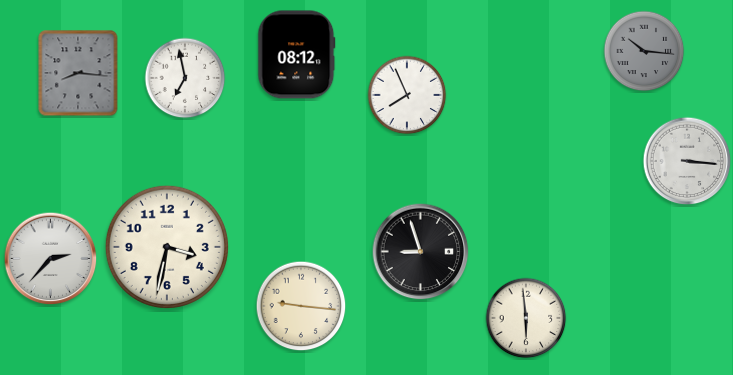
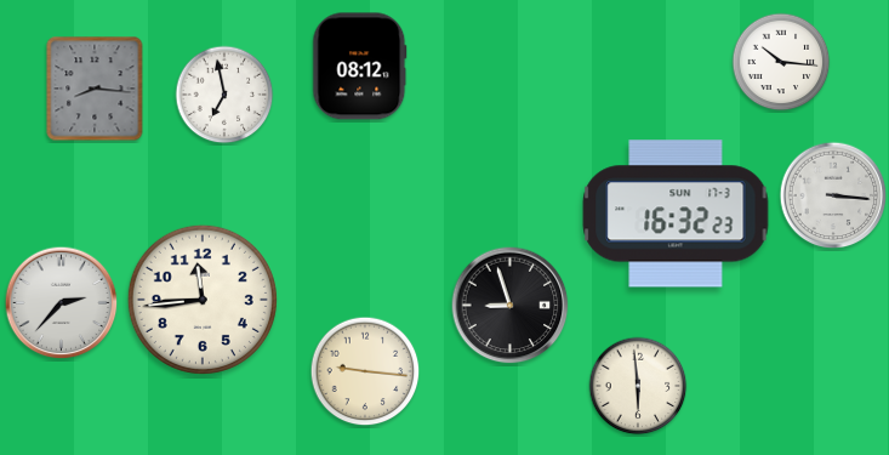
clock at (644, 51) dial: grey -> white
clock at (407, 95): 7:56 -> none
clock at (676, 214): none -> 16:32
clock at (167, 247): 3:32 -> 11:44
clock at (51, 259) position: (51, 259) -> (62, 303)
